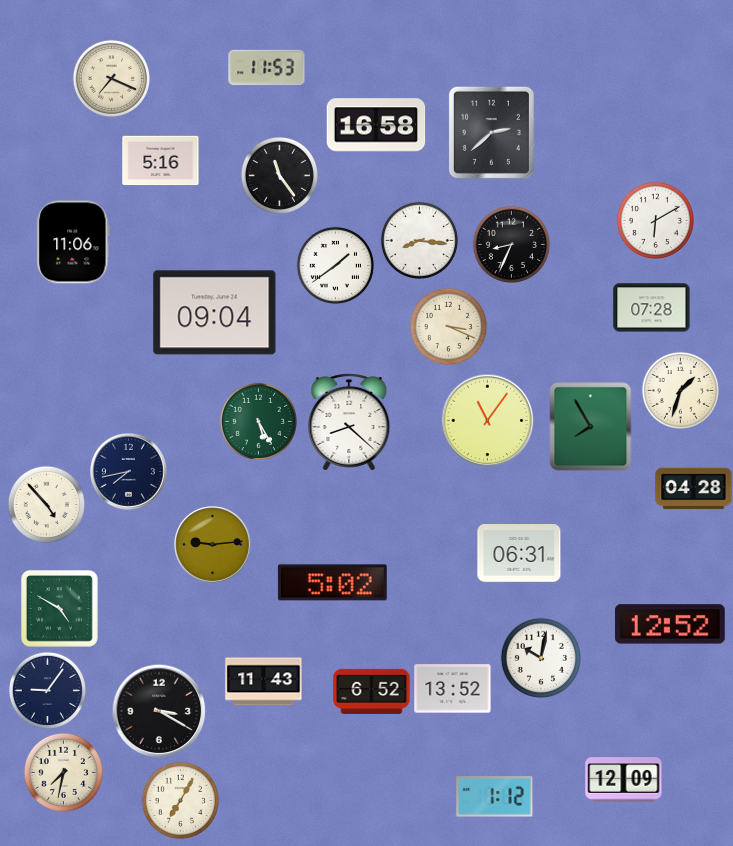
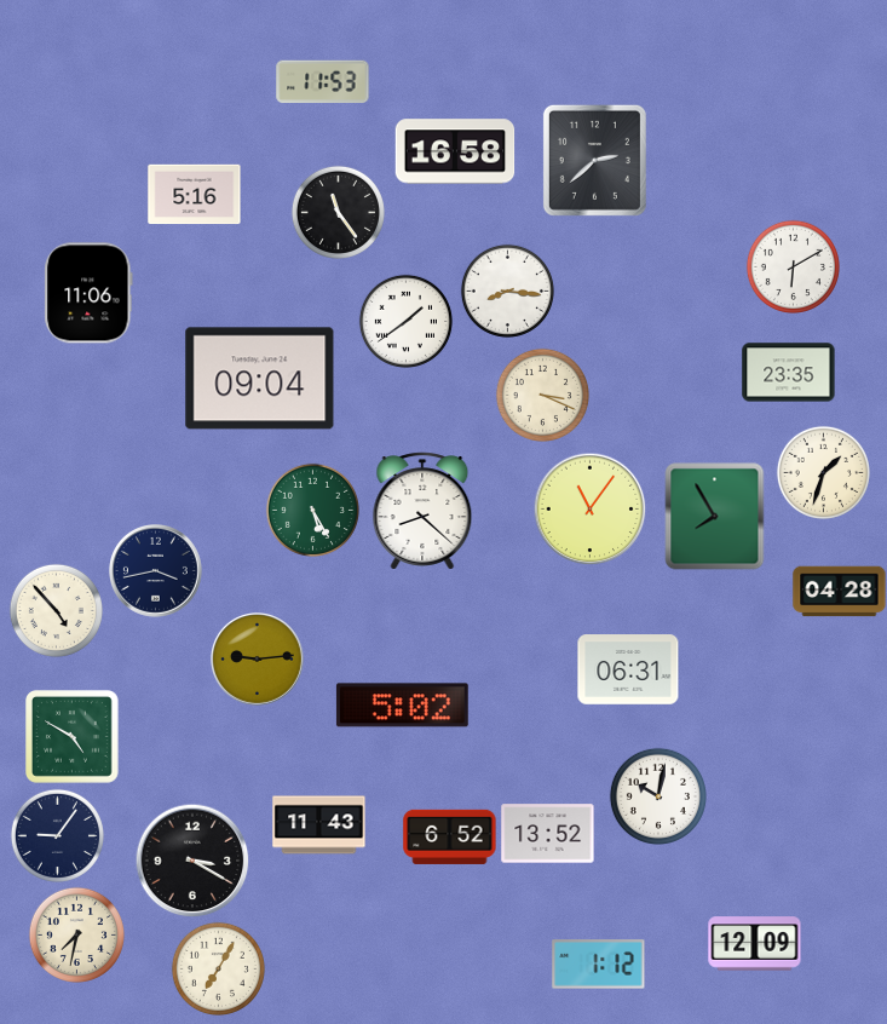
clock at (111, 78): 7:19 -> none
clock at (511, 244): 8:34 -> none
clock at (652, 308): 07:28 -> 23:35
clock at (129, 472): 7:43 -> 3:43
clock at (670, 624): 12:52 -> none
clock at (540, 657) position: (540, 657) -> (657, 795)
